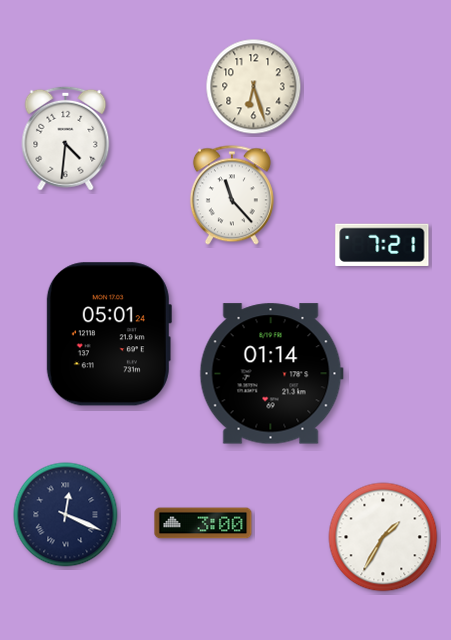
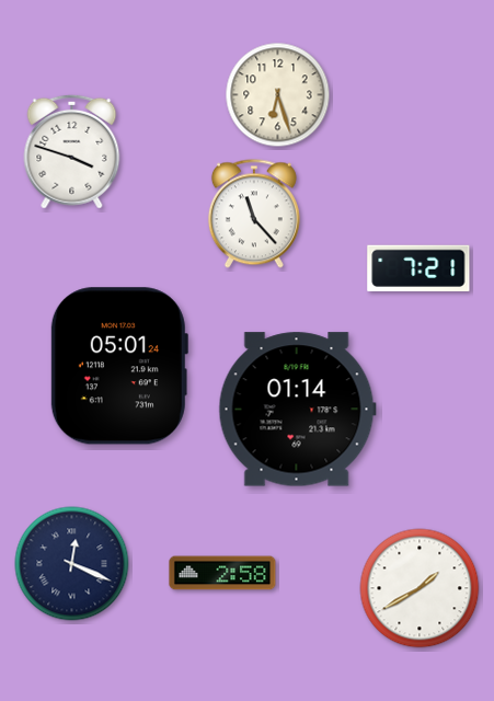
clock at (66, 138): 4:31 -> 3:48
clock at (203, 523): 3:00 -> 2:58
clock at (383, 537): 1:35 -> 1:40
